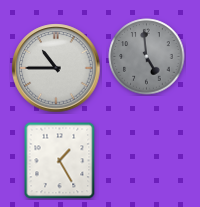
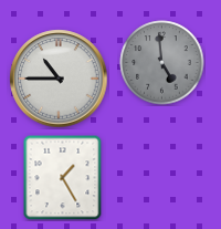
clock at (56, 68) position: (56, 68) -> (59, 79)
clock at (60, 160) position: (60, 160) -> (63, 177)
